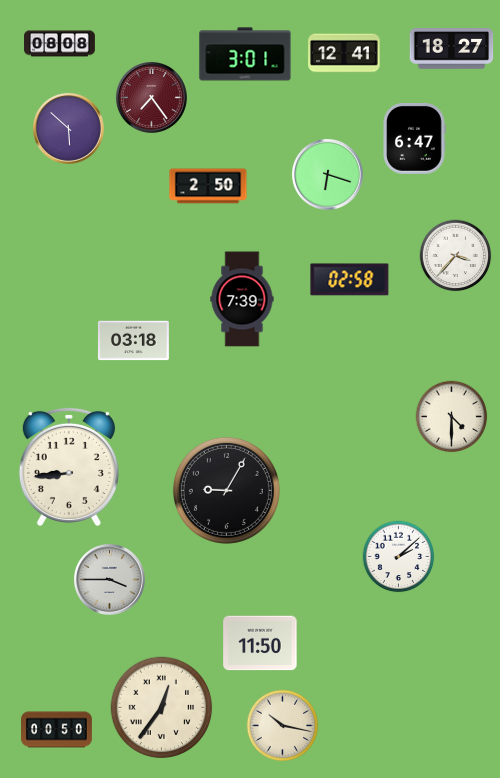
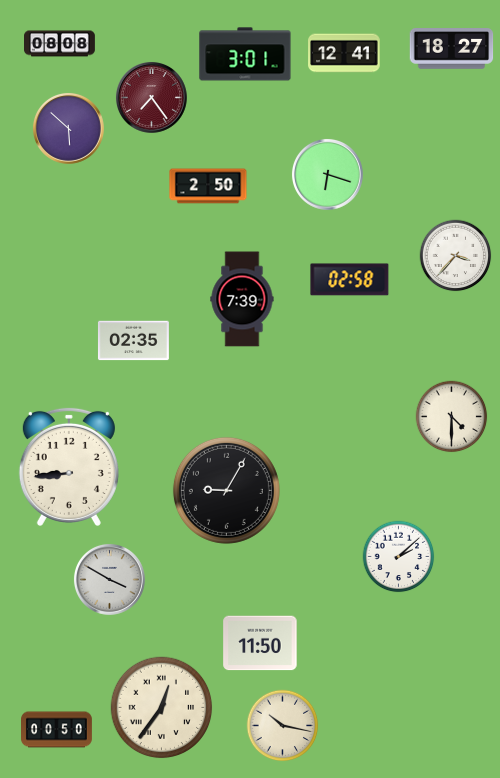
clock at (414, 138): 6:47 -> none
clock at (133, 341): 03:18 -> 02:35
clock at (109, 579): 3:45 -> 3:50
